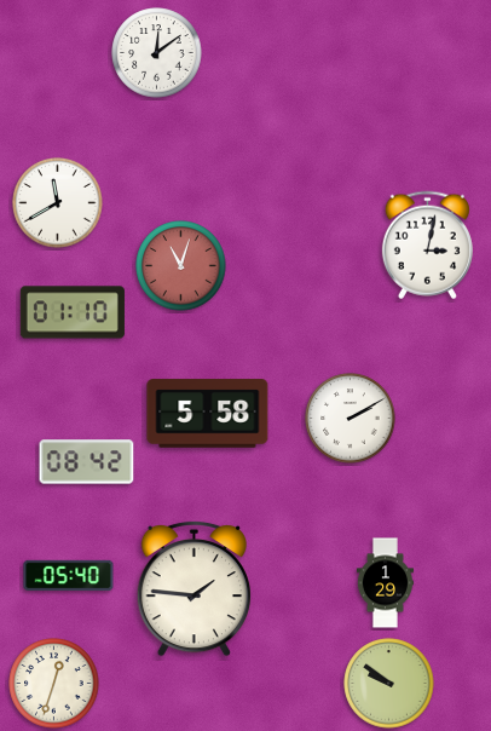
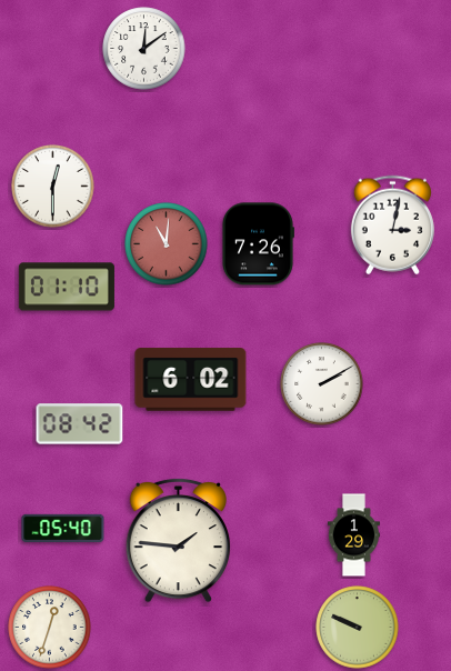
clock at (58, 203): 11:40 -> 12:30
clock at (181, 266): 11:03 -> 11:01
clock at (258, 244): none -> 7:26
clock at (208, 414): 5:58 -> 6:02
clock at (389, 684): 9:51 -> 9:49
